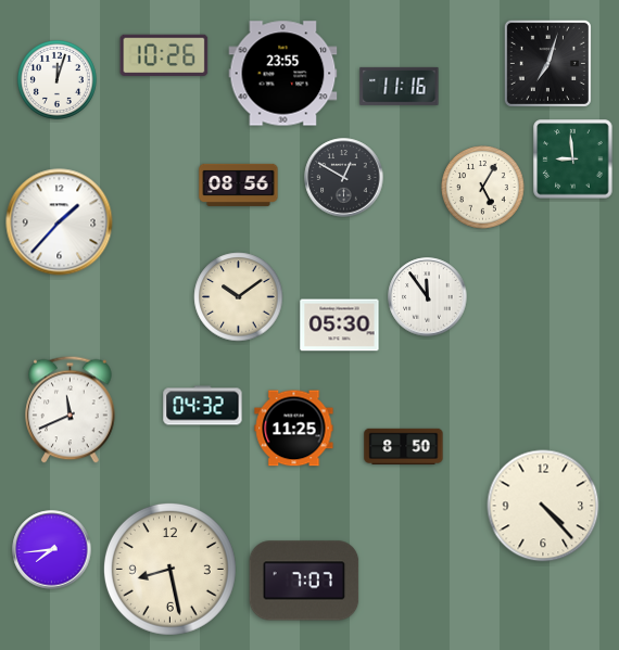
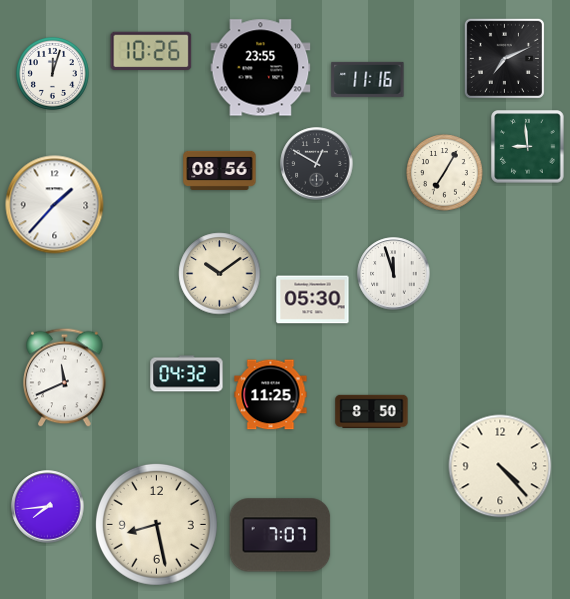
clock at (547, 63): 7:03 -> 7:11
clock at (483, 188): 5:05 -> 7:05
clock at (428, 297): 11:54 -> 11:57
